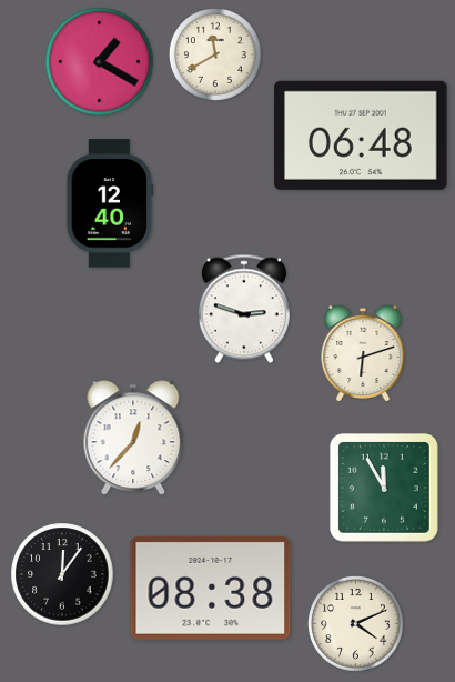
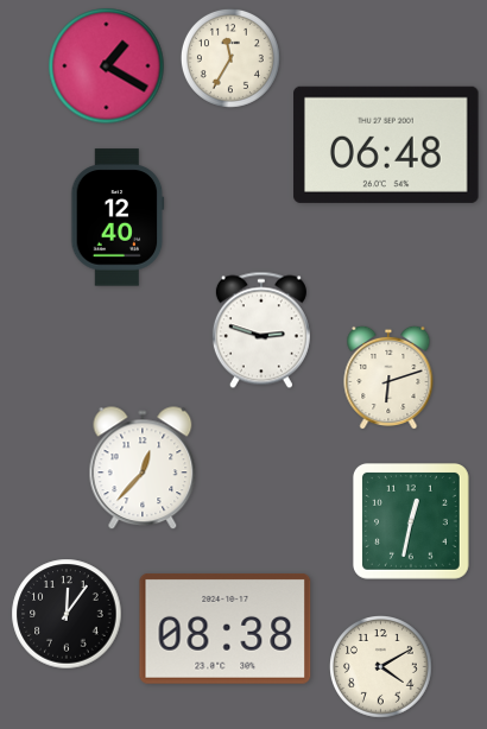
clock at (215, 54): 11:40 -> 11:35
clock at (384, 488): 11:55 -> 12:32
clock at (356, 624): 4:11 -> 4:10
